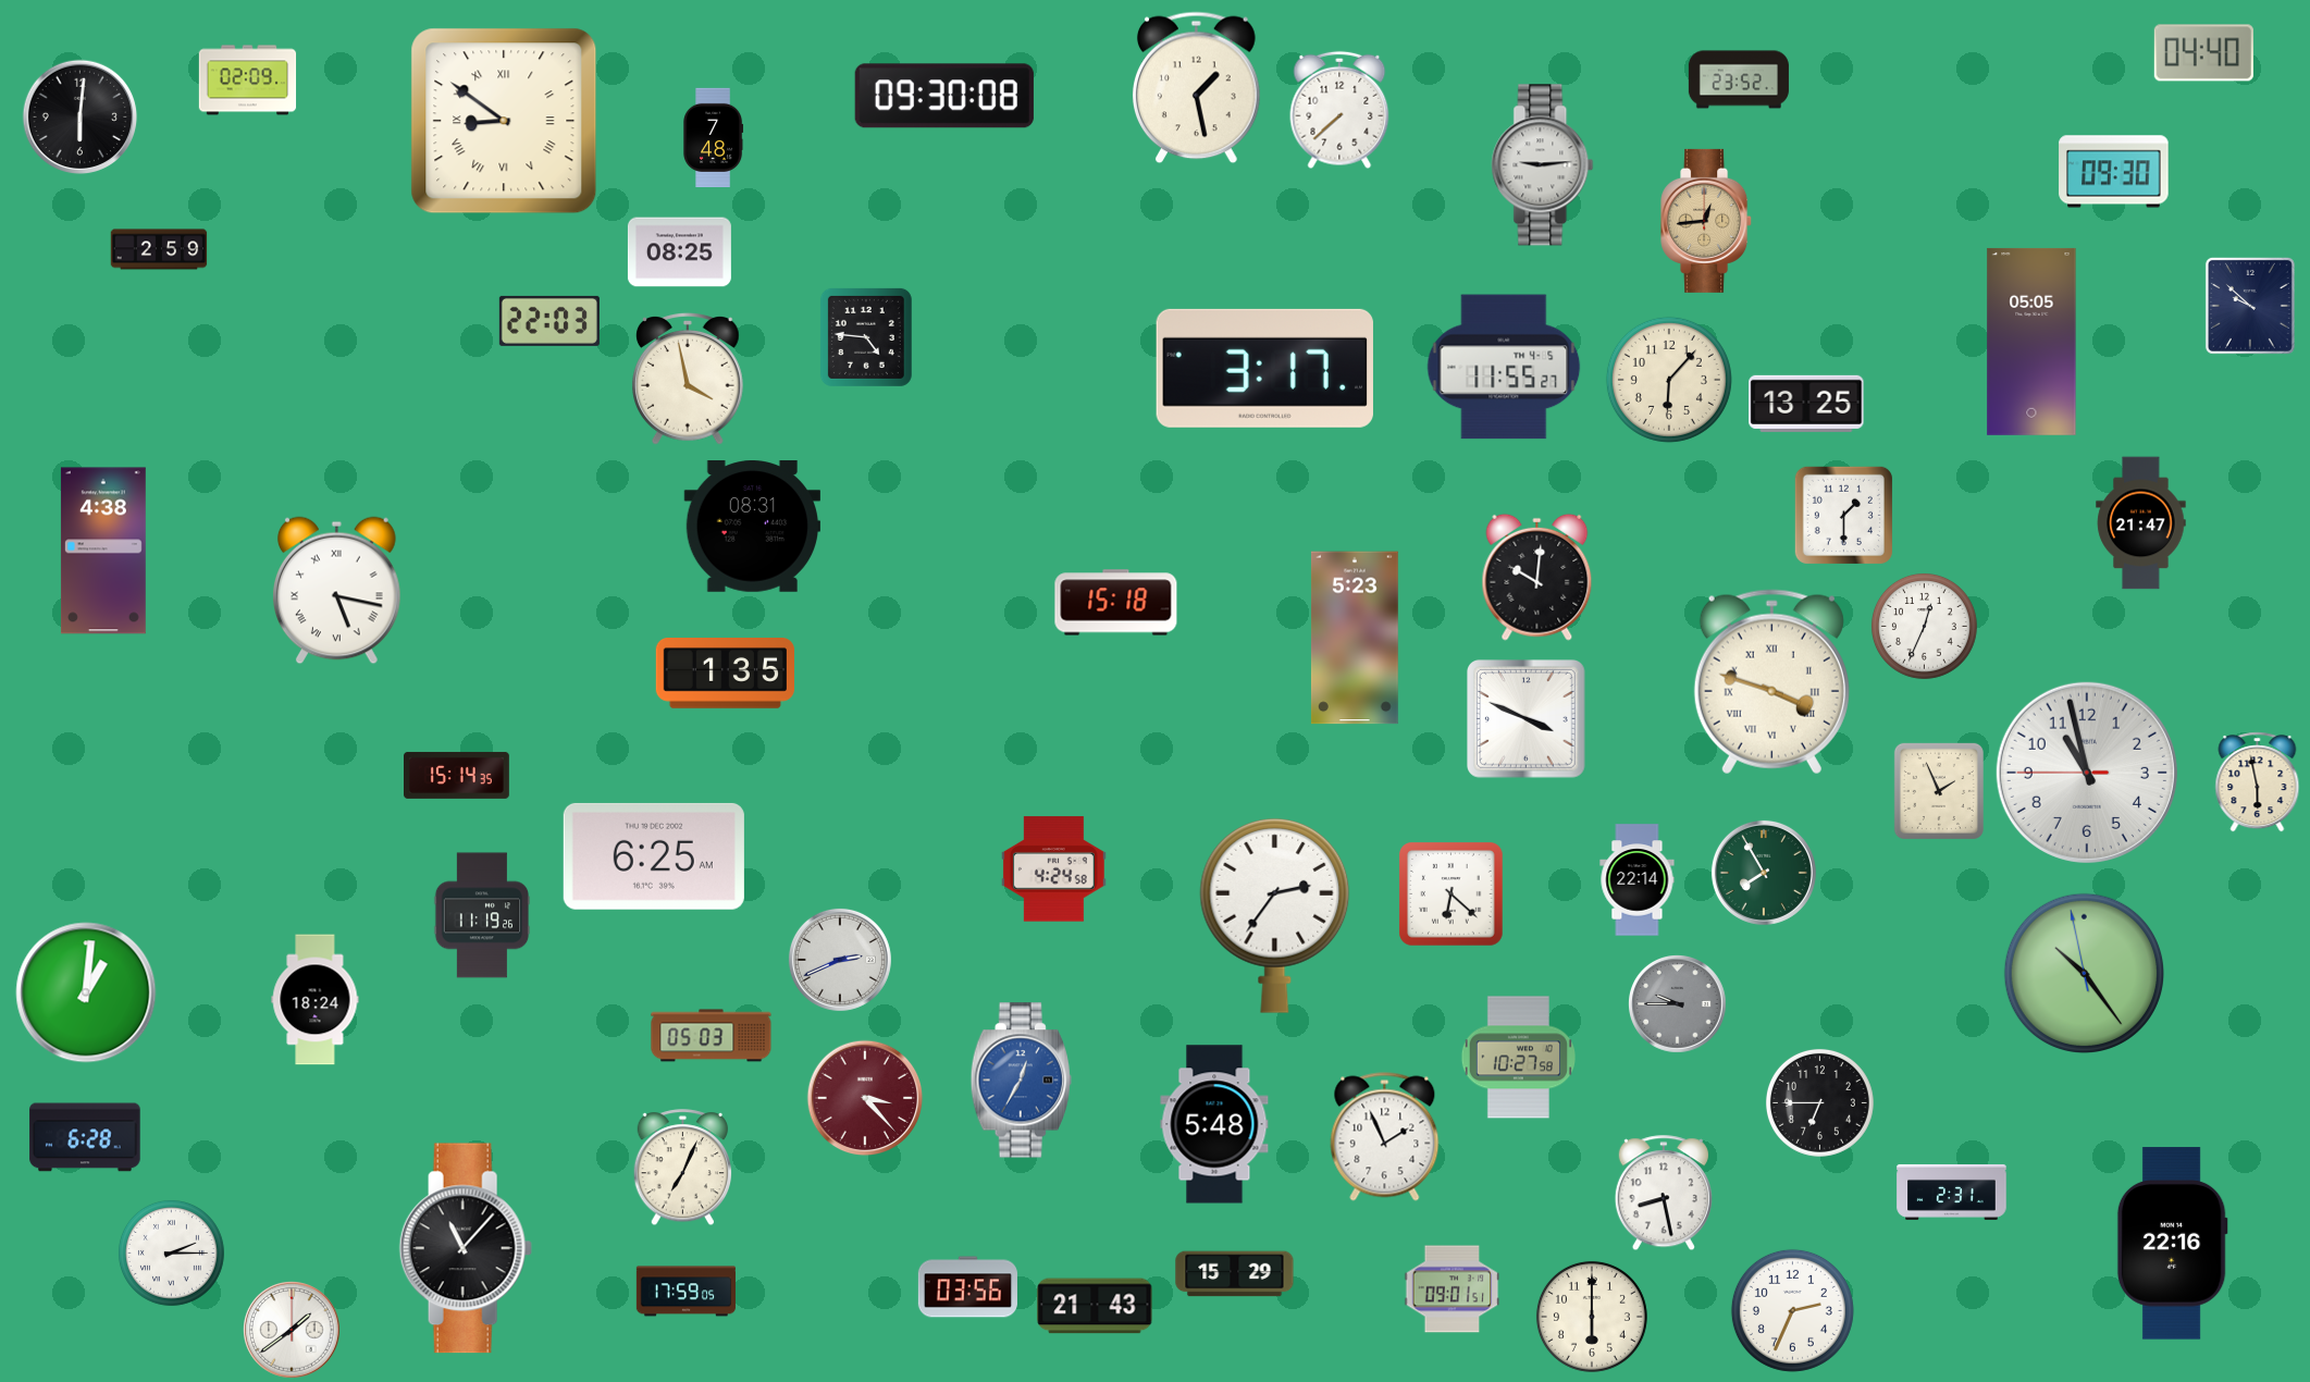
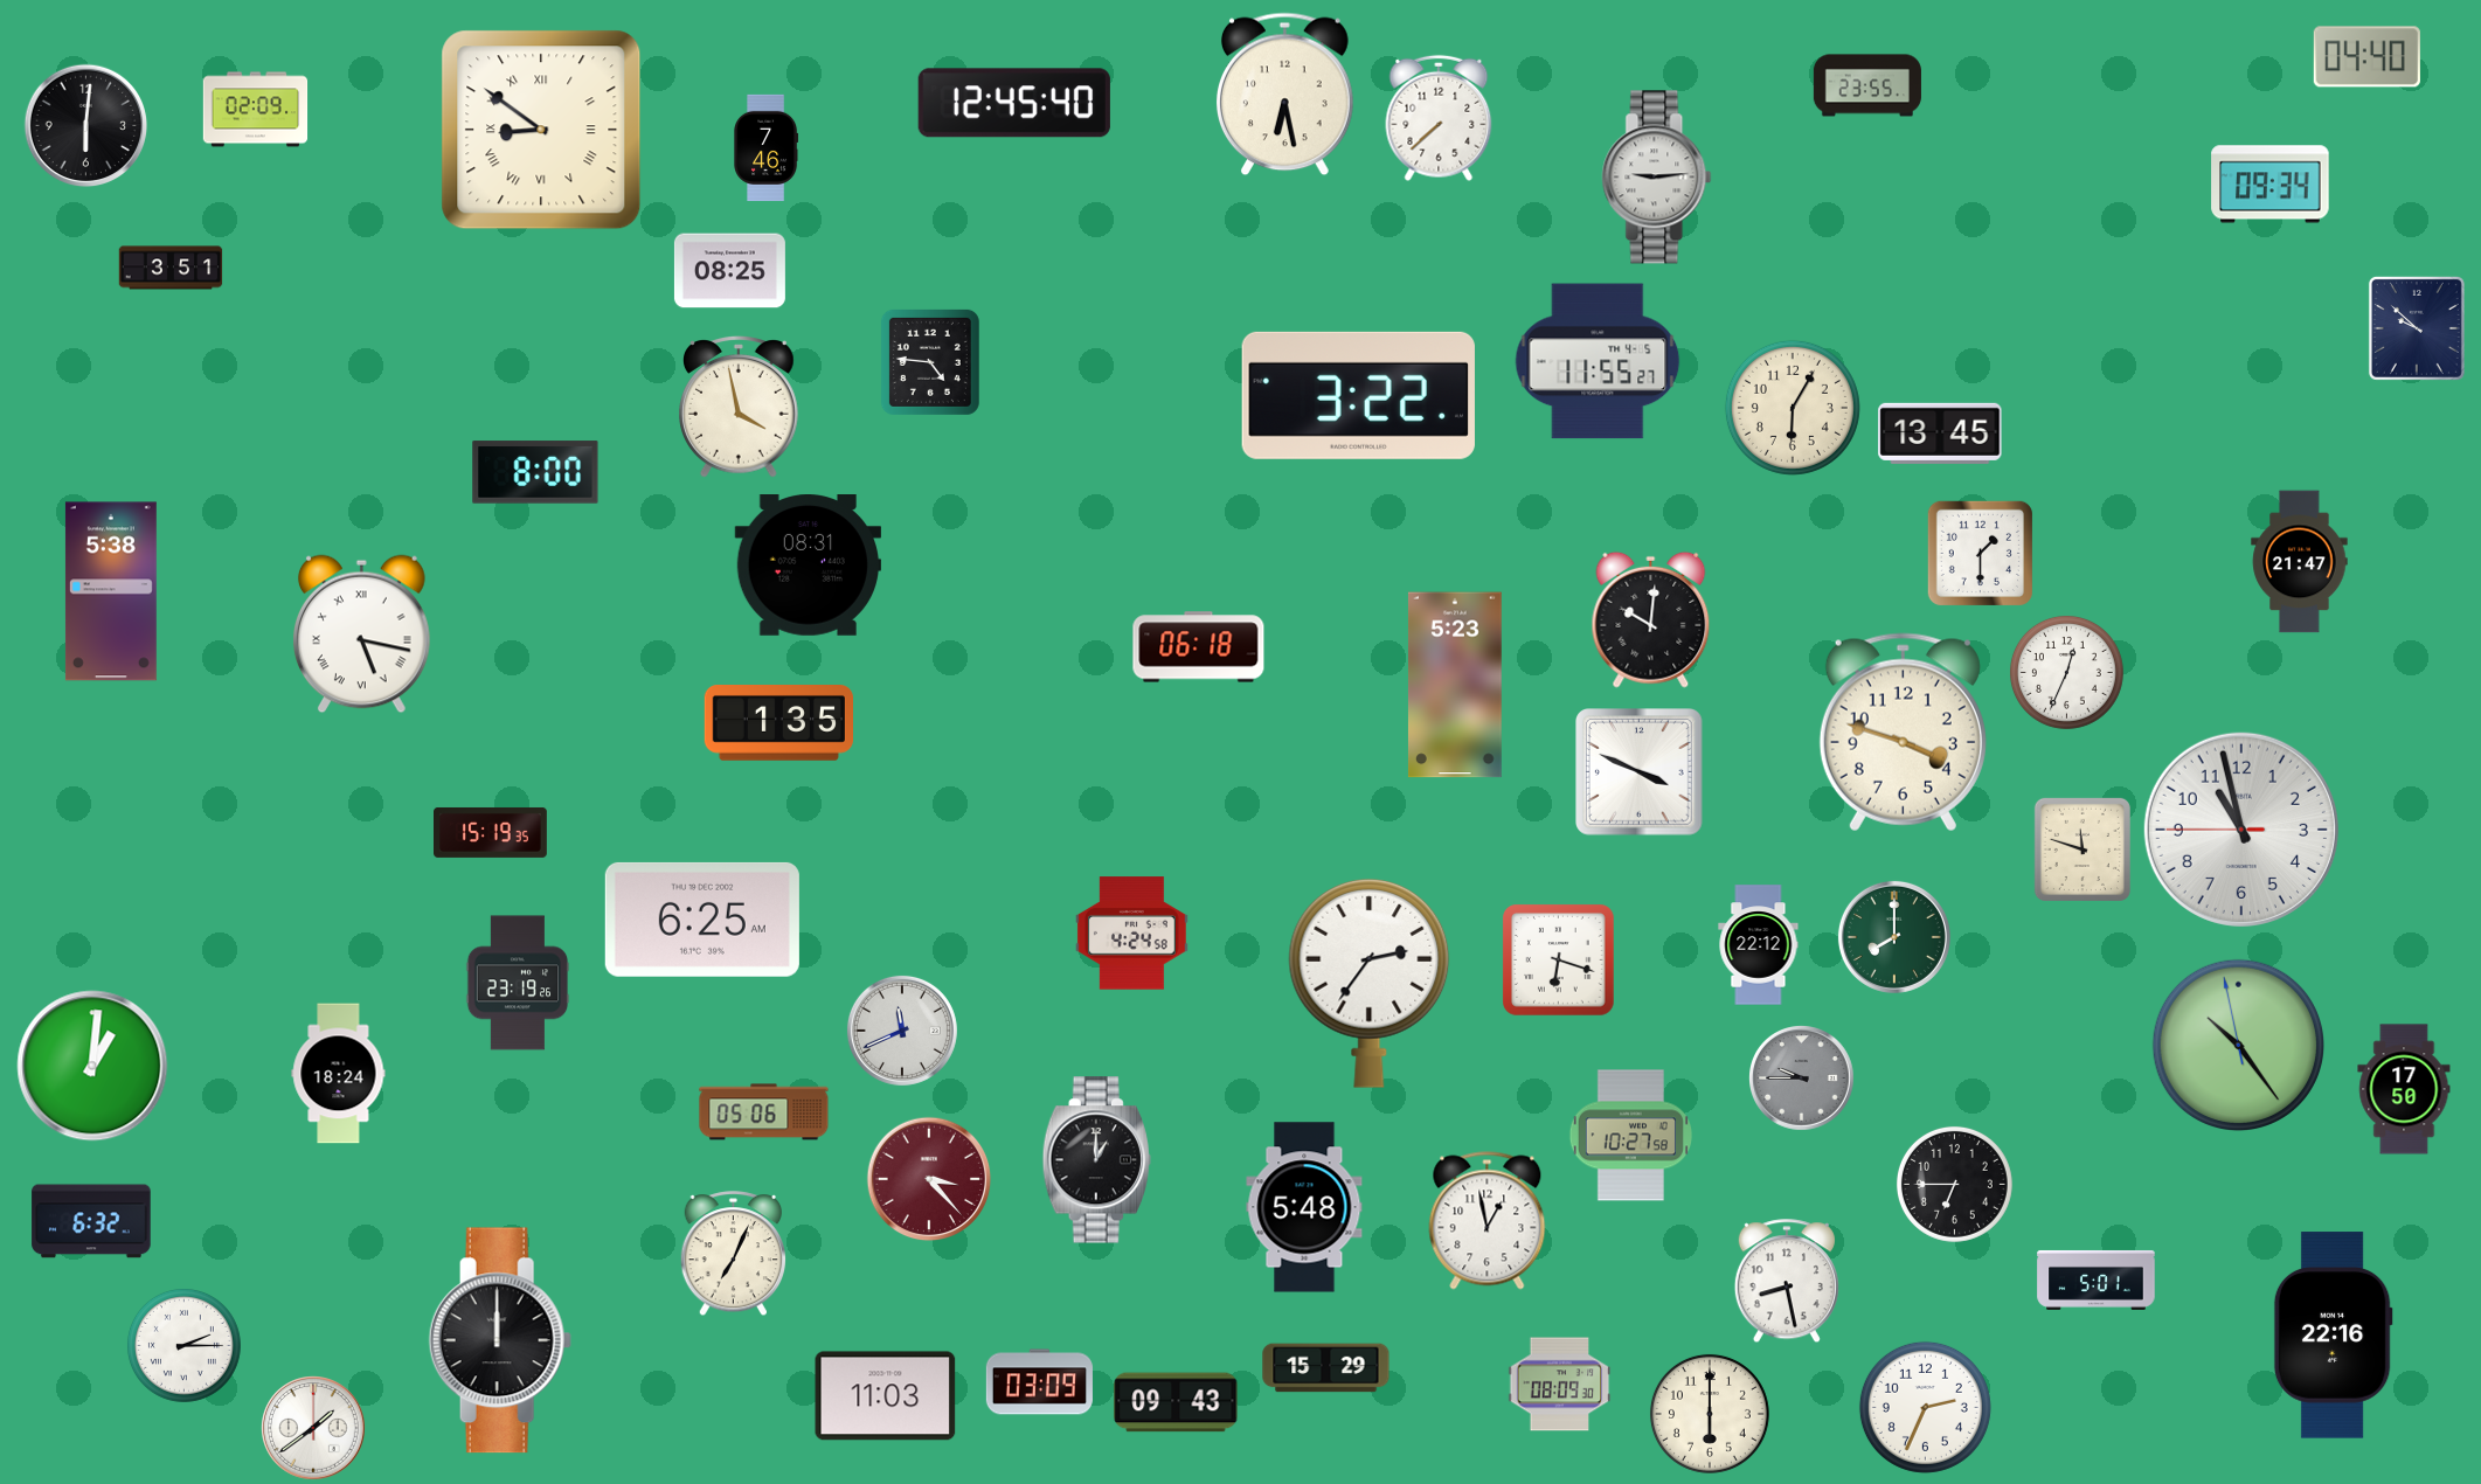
clock at (1739, 79): 23:52 -> 23:55
clock at (248, 81) position: (248, 81) -> (256, 110)
clock at (1197, 88): 1:28 -> 6:28
clock at (944, 96): 09:30 -> 12:45
clock at (714, 137): 7:48 -> 7:46
clock at (2114, 172): 09:30 -> 09:34
clock at (1707, 221): 12:44 -> none
clock at (159, 249): 2:59 -> 3:51
clock at (549, 321): 22:03 -> none
clock at (2031, 342): 05:05 -> none
clock at (1504, 367) position: (1504, 367) -> (1598, 361)
clock at (1264, 368): 3:17 -> 3:22
clock at (1669, 380): 6:07 -> 6:05
clock at (1806, 404): 13:25 -> 13:45
clock at (535, 472): none -> 8:00
clock at (103, 551): 4:38 -> 5:38
clock at (1116, 603): 15:18 -> 06:18
clock at (1771, 682) numerals: Roman -> Arabic
clock at (457, 775): 15:14 -> 15:19
clock at (2258, 782): 5:58 -> none
clock at (1939, 791): 1:56 -> 11:48
clock at (1764, 873): 7:55 -> 8:00
clock at (1638, 880): 22:14 -> 22:12
clock at (1452, 894): 6:22 -> 6:18
clock at (482, 915): 11:19 -> 23:19
clock at (840, 960): 2:41 -> 11:41
clock at (2404, 1089): none -> 17:50
clock at (712, 1036): 05:03 -> 05:06
clock at (1021, 1081): 12:35 -> 1:00
clock at (1021, 1081) dial: blue -> black
clock at (85, 1137): 6:28 -> 6:32
clock at (1385, 1137): 1:56 -> 12:58
clock at (1952, 1192): 2:31 -> 5:01
clock at (466, 1248): 11:07 -> 12:00
clock at (967, 1287): 03:56 -> 03:09
clock at (1453, 1290): 09:01 -> 08:09
clock at (685, 1292): 17:59 -> none
clock at (886, 1396): none -> 11:03
clock at (1095, 1306): 21:43 -> 09:43
